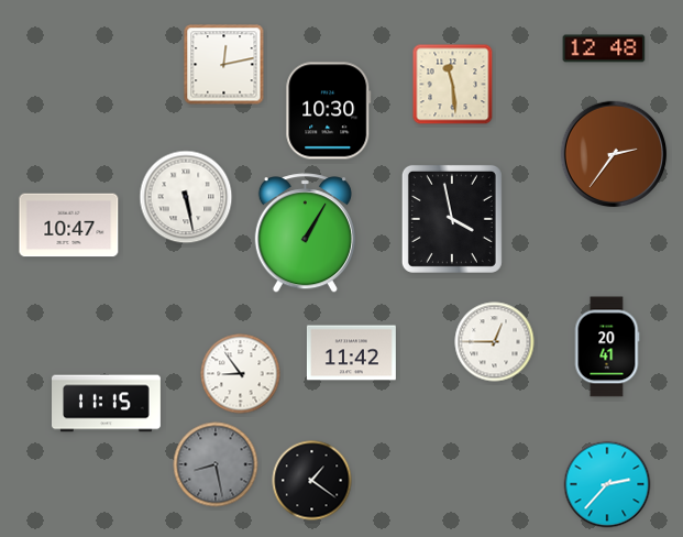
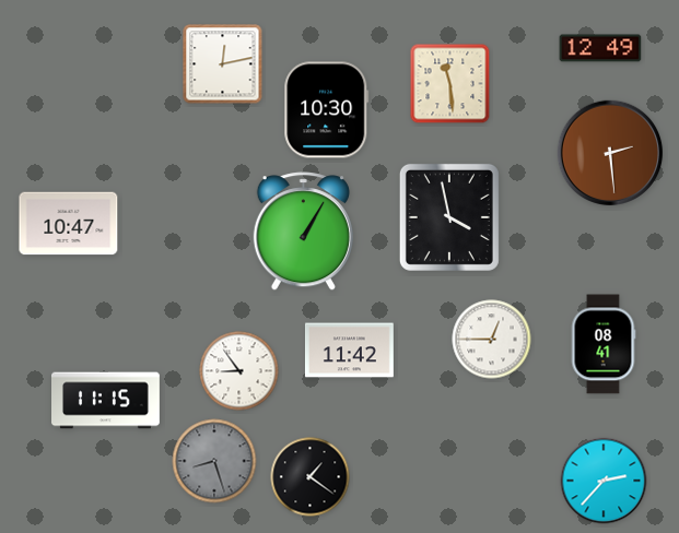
clock at (604, 48): 12:48 -> 12:49
clock at (614, 154): 2:36 -> 2:29
clock at (186, 197): 5:28 -> none
clock at (607, 347): 20:41 -> 08:41
clock at (216, 464): 8:28 -> 8:27
